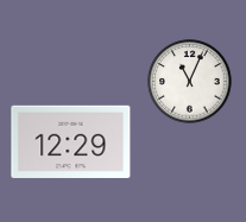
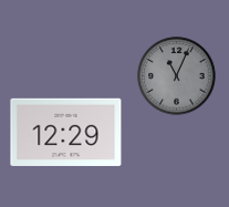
clock at (190, 82) dial: white -> grey
